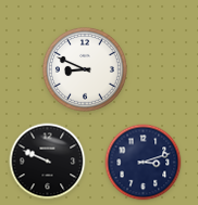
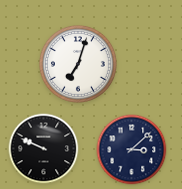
clock at (86, 71): 8:49 -> 7:03
clock at (144, 163): 3:12 -> 3:08
